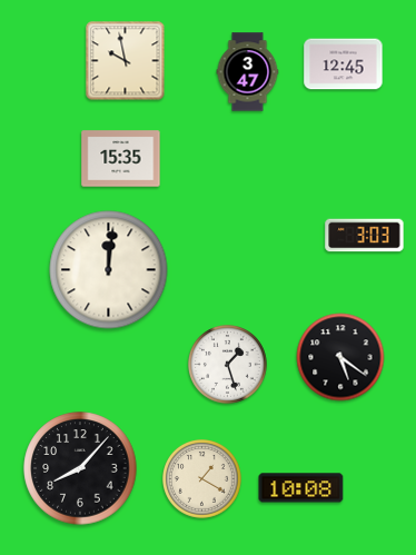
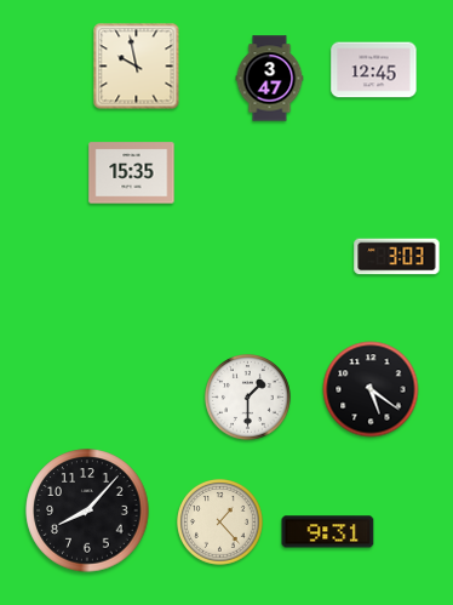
clock at (109, 270): 12:01 -> none
clock at (228, 365): 1:27 -> 1:30
clock at (202, 479): 1:20 -> 1:23
clock at (301, 488): 10:08 -> 9:31
